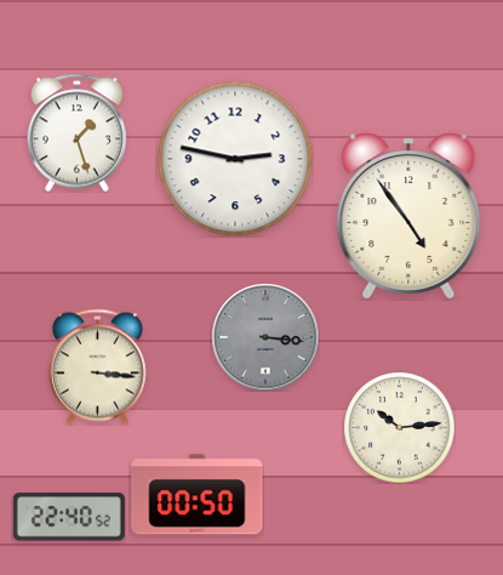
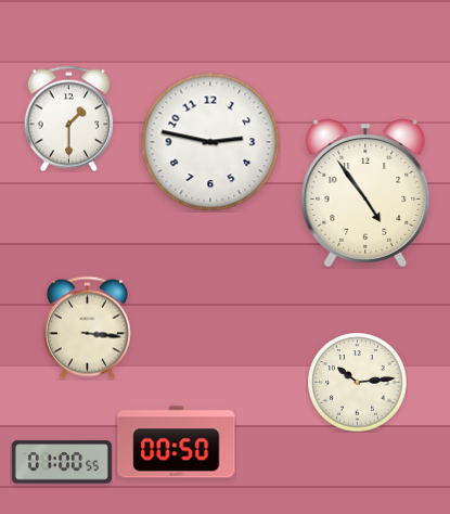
clock at (76, 132): 1:27 -> 1:30
clock at (265, 337): 3:16 -> none
clock at (69, 517): 22:40 -> 01:00
